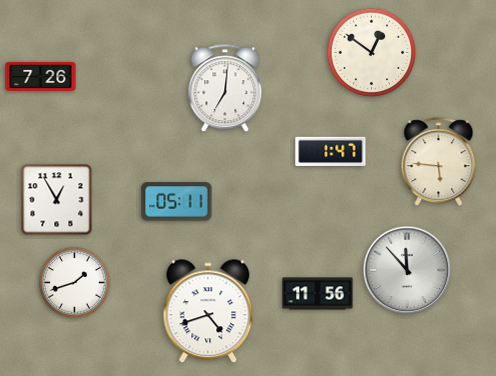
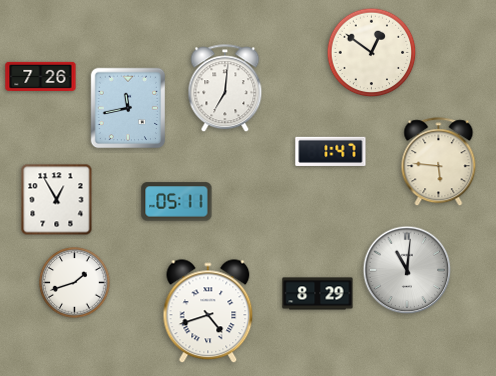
clock at (128, 108): none -> 11:43
clock at (407, 270): 11:53 -> 11:01
clock at (318, 294): 11:56 -> 8:29
